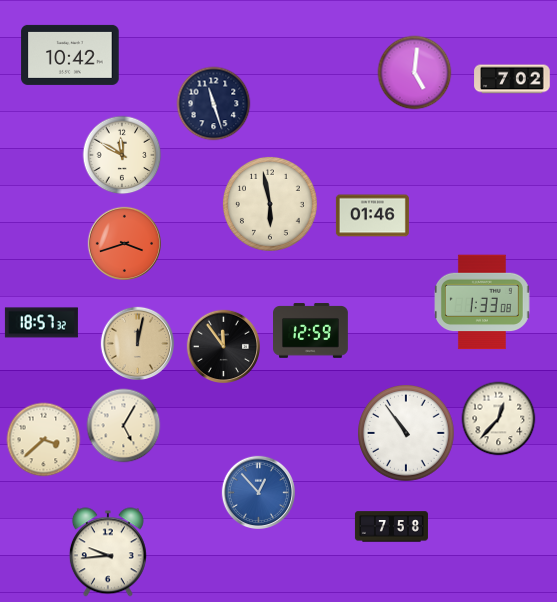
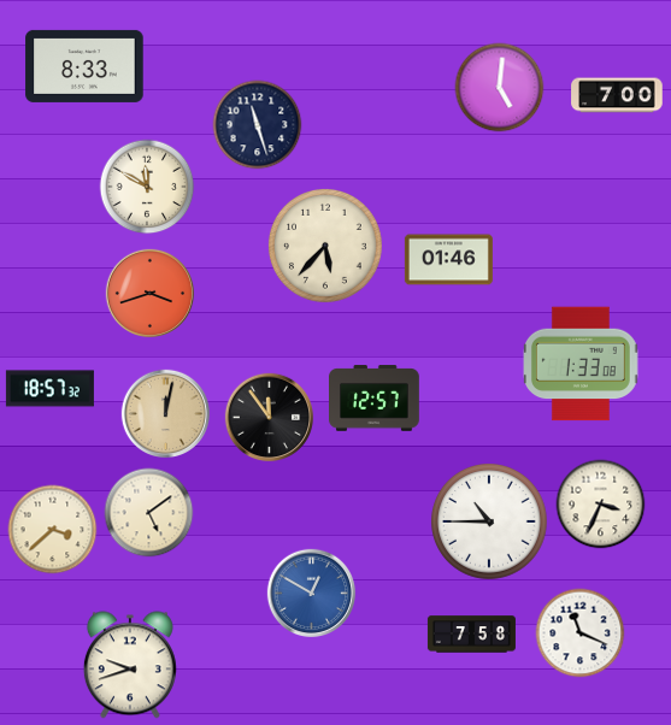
clock at (70, 55): 10:42 -> 8:33
clock at (512, 79): 7:02 -> 7:00
clock at (270, 204): 5:58 -> 5:37
clock at (311, 331): 12:59 -> 12:57
clock at (499, 419): 12:37 -> 3:34
clock at (124, 426): 5:05 -> 5:09
clock at (407, 434): 10:54 -> 10:45
clock at (258, 492): 12:53 -> 12:50
clock at (581, 633): none -> 11:19
clock at (108, 552): 9:44 -> 9:42
